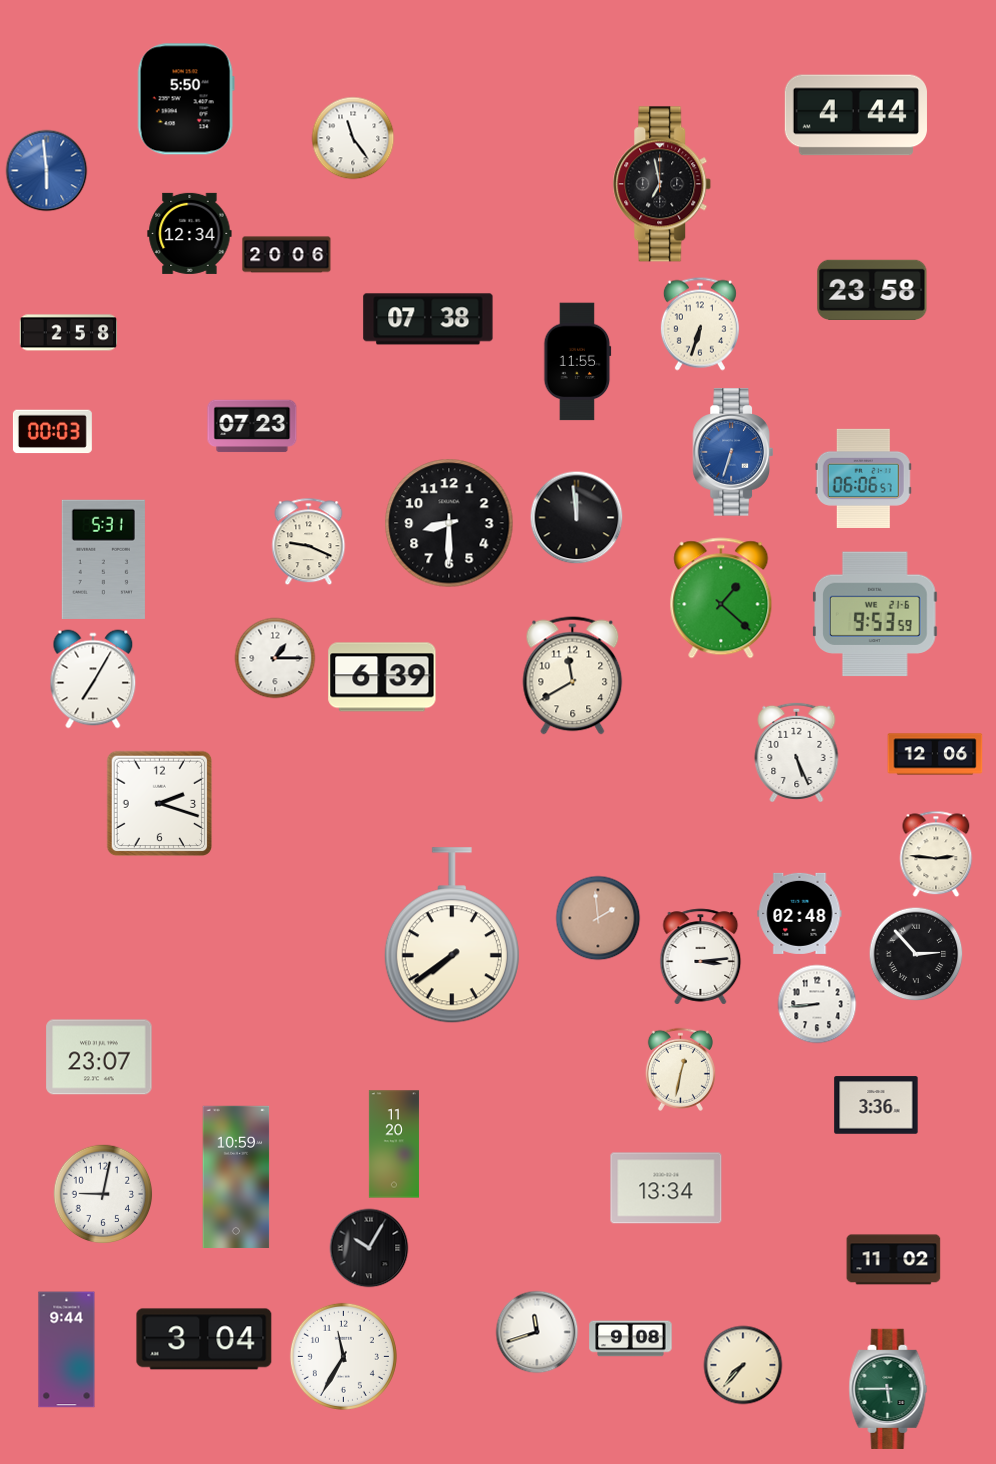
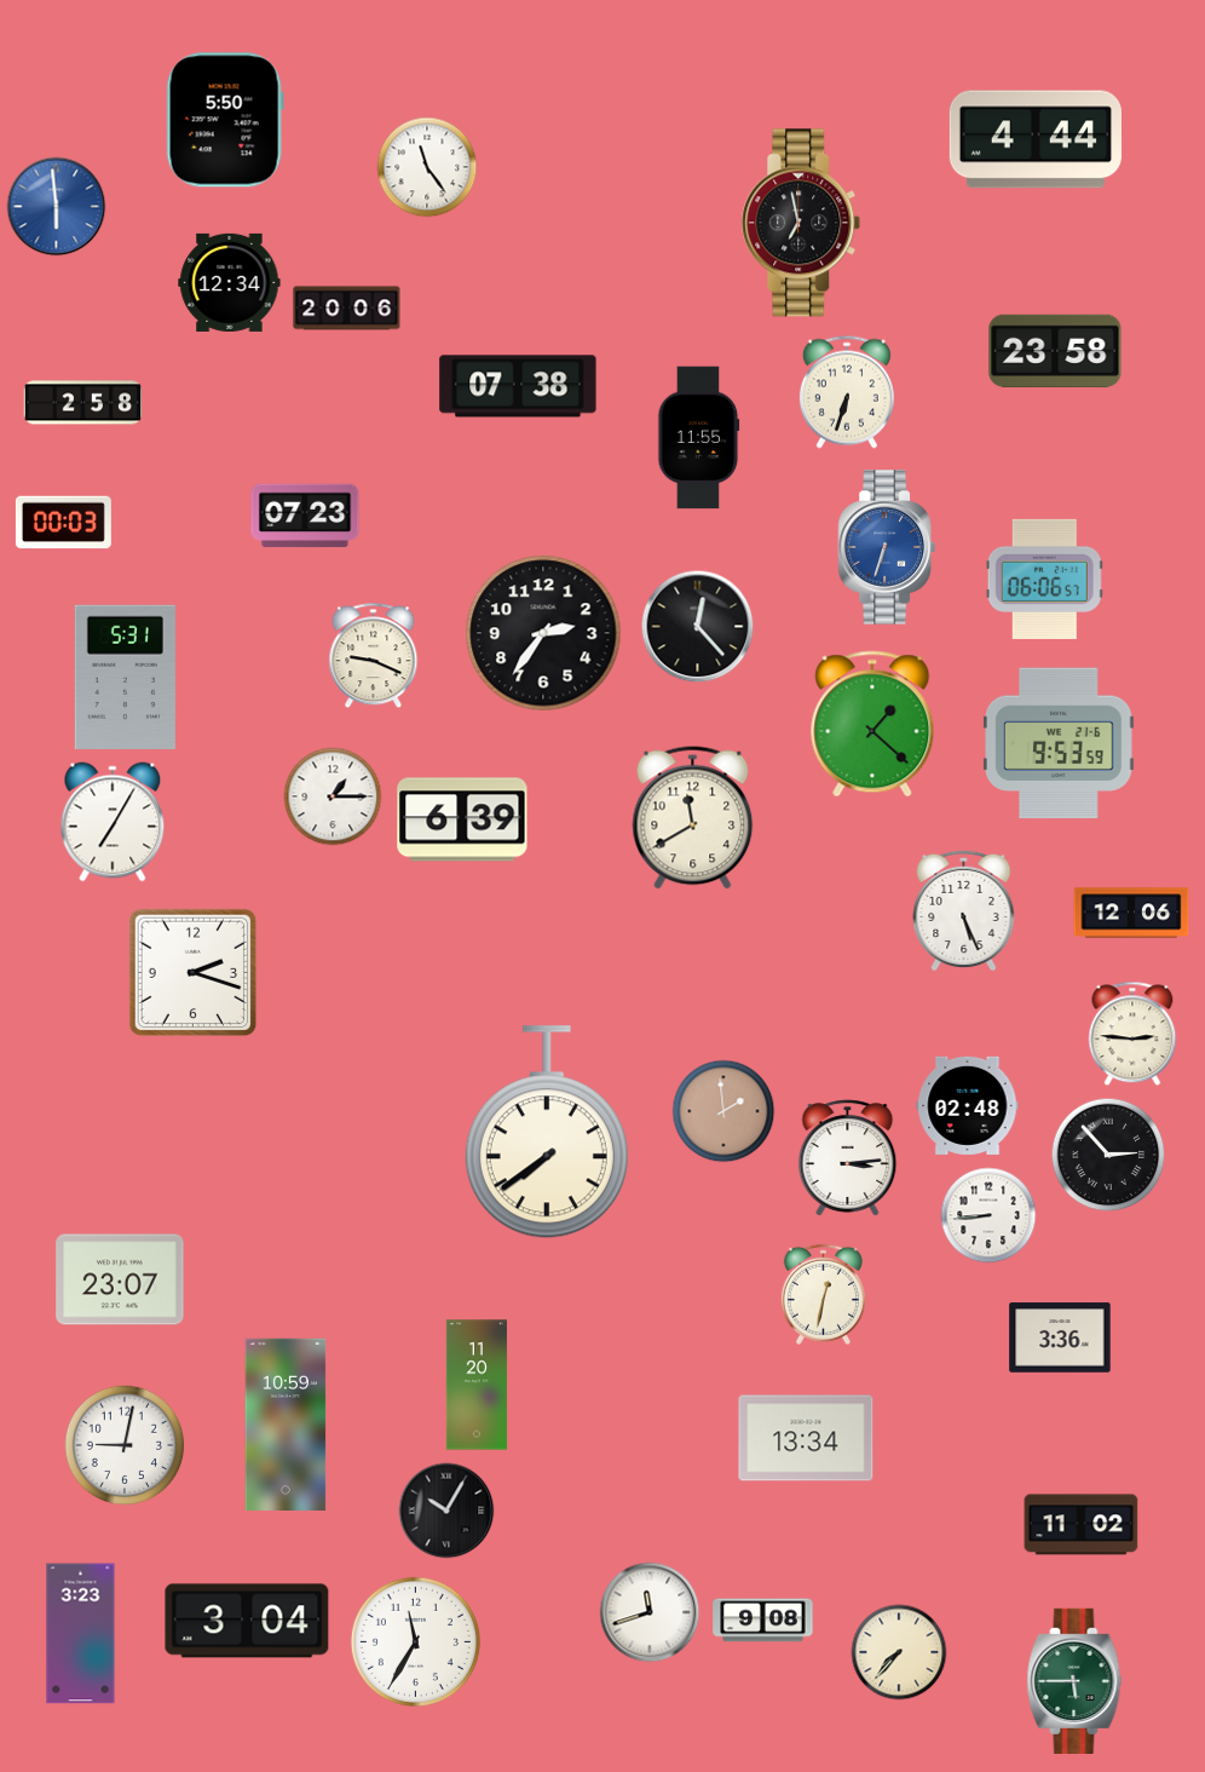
clock at (577, 518): 11:59 -> 12:23
clock at (449, 523): 8:30 -> 2:36
clock at (67, 1350): 9:44 -> 3:23
